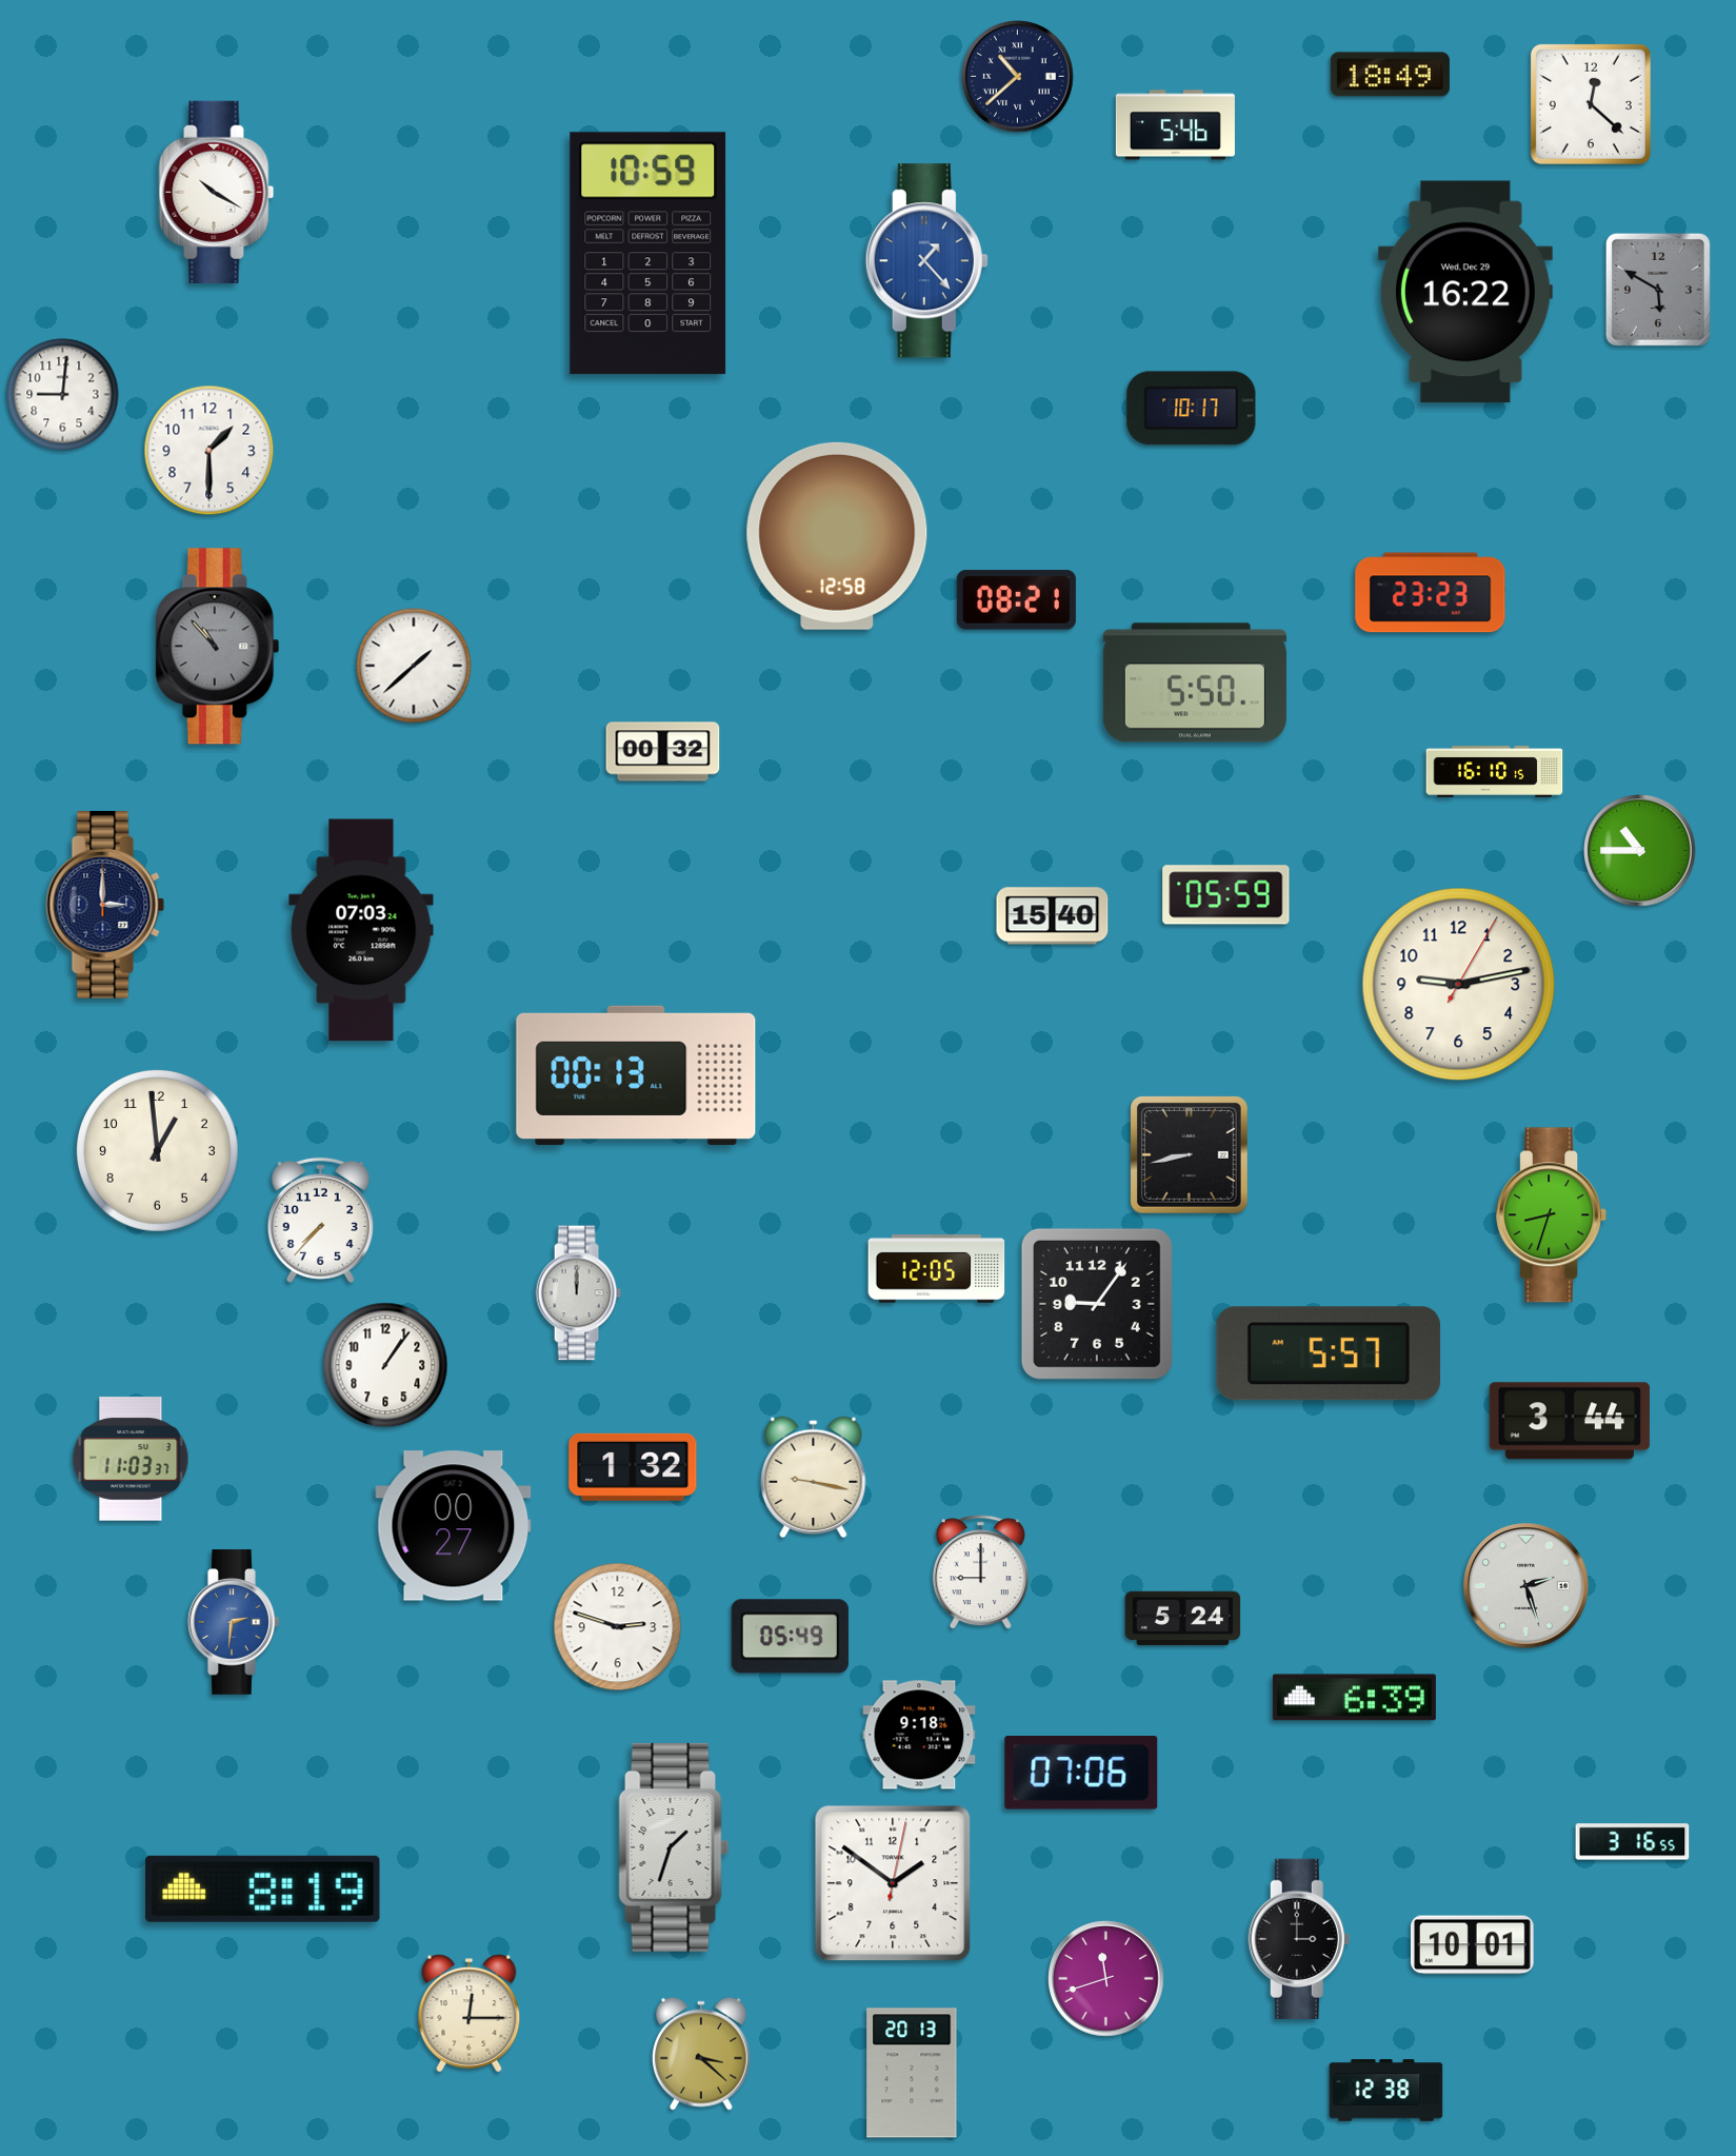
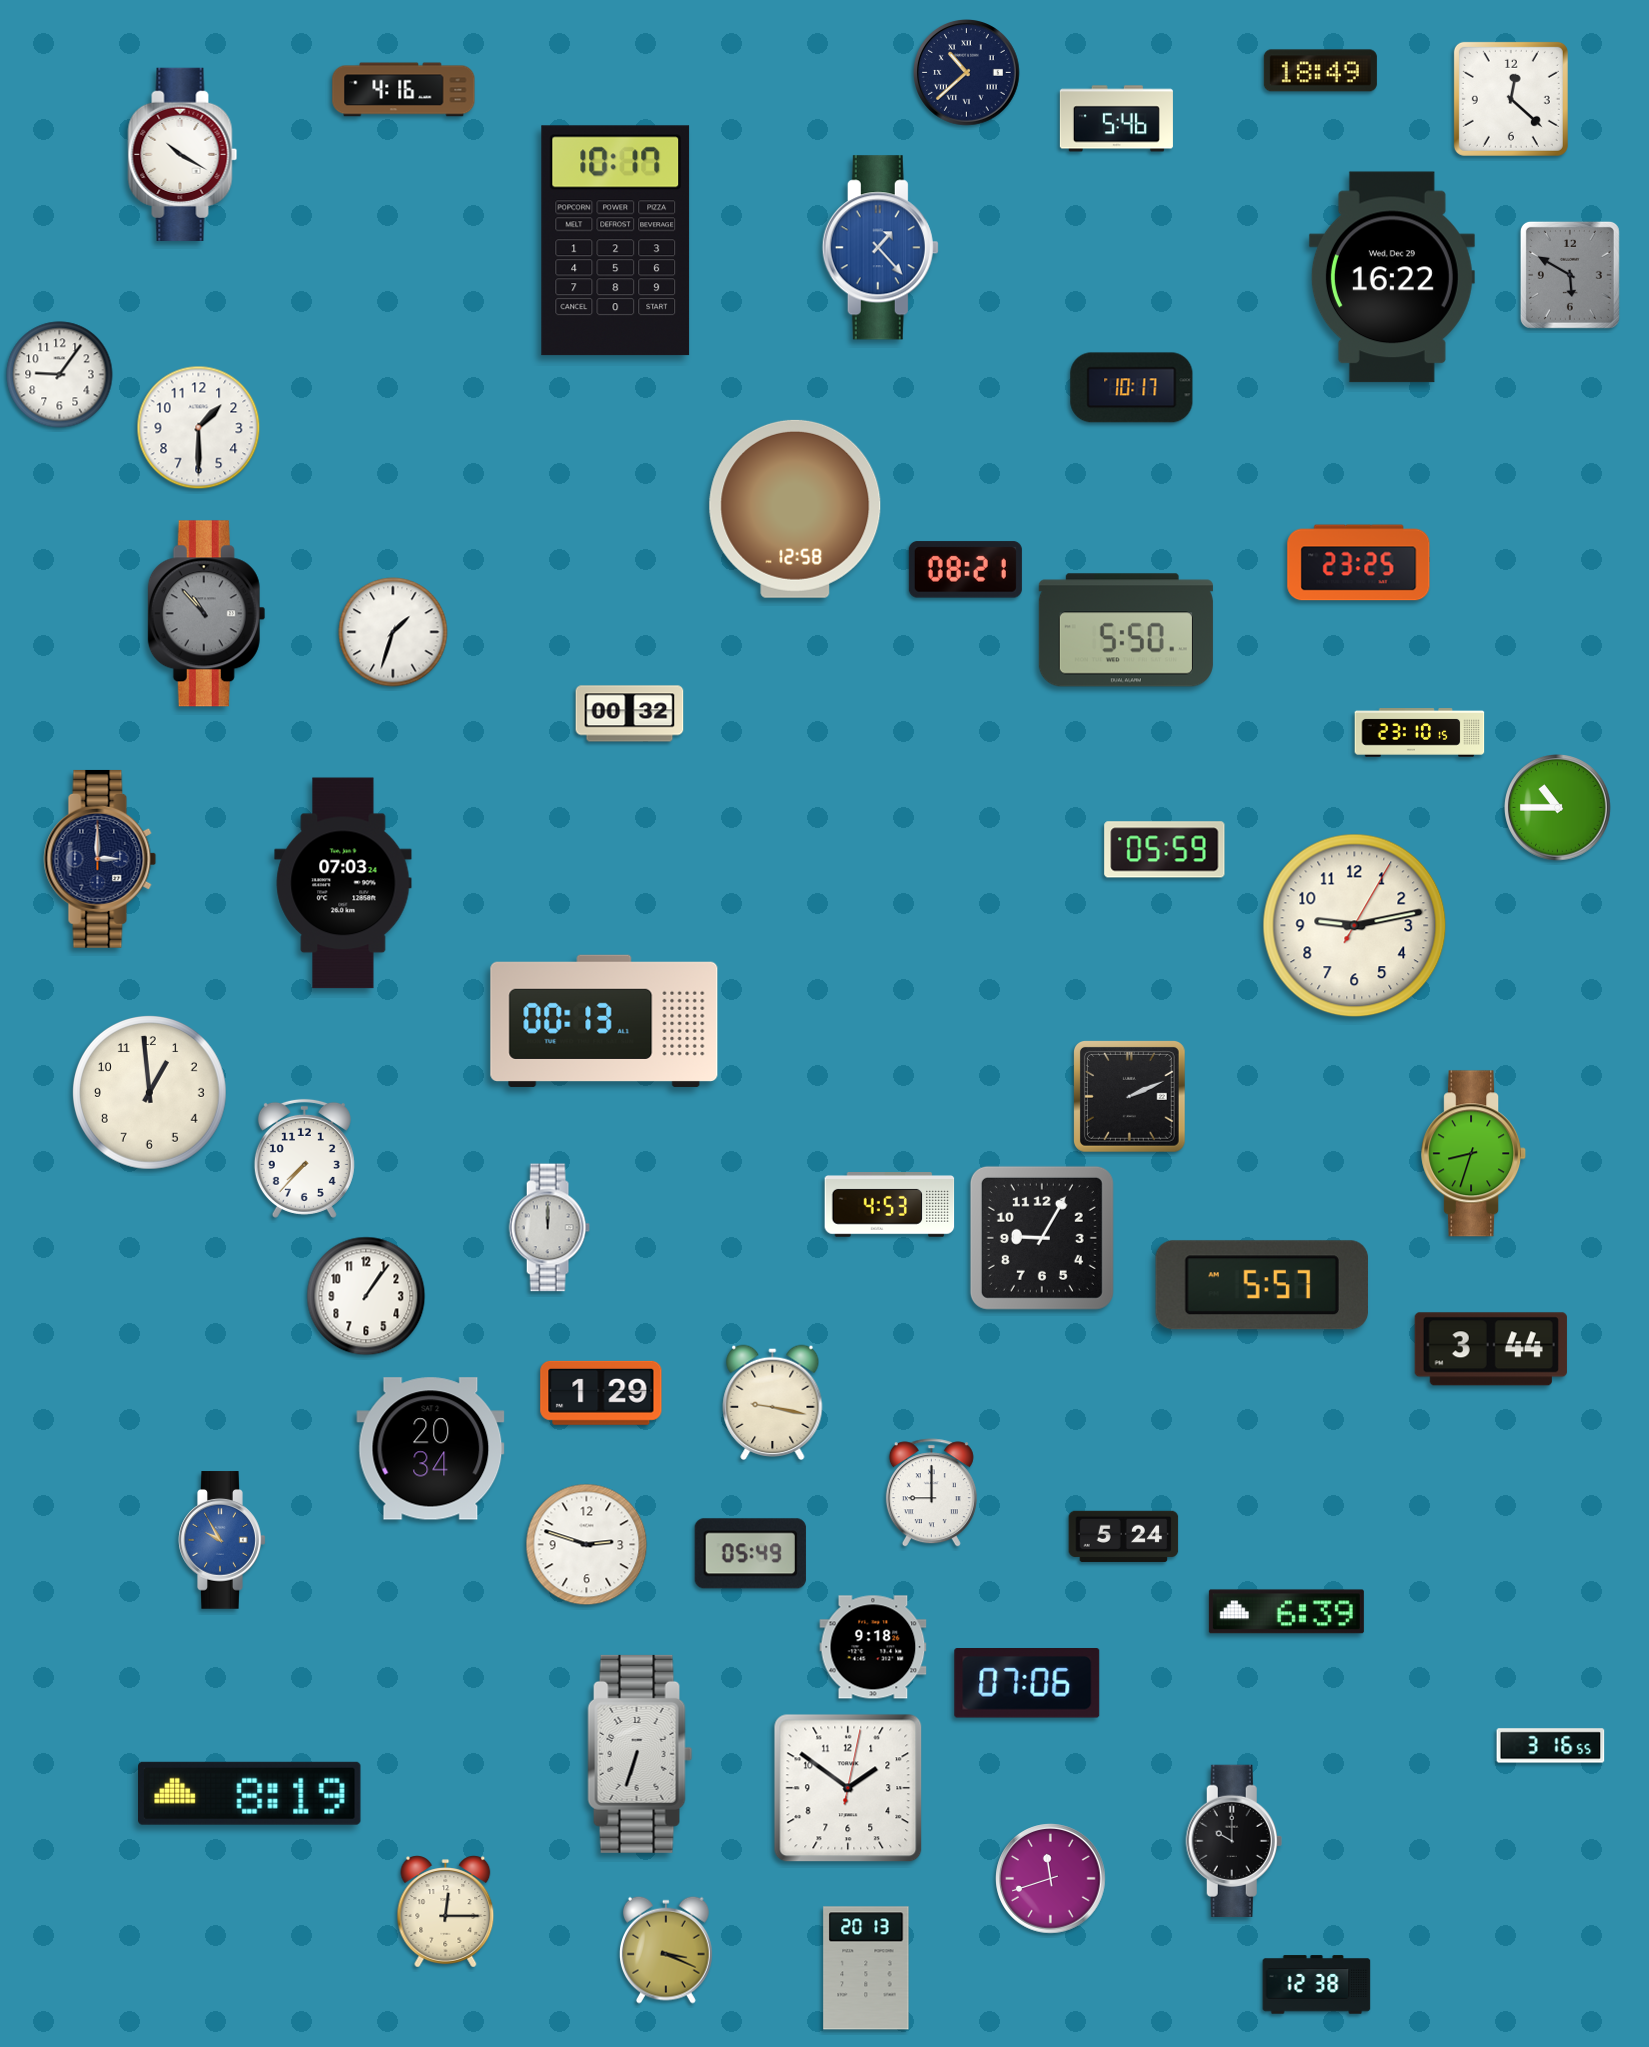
clock at (404, 90): none -> 4:16
clock at (217, 192) position: (217, 192) -> (183, 154)
clock at (648, 254): 10:59 -> 10:17
clock at (1658, 290) position: (1658, 290) -> (1570, 275)
clock at (63, 395): 9:01 -> 9:06
clock at (1431, 593): 23:23 -> 23:25
clock at (414, 666): 1:38 -> 1:33
clock at (1195, 683) position: (1195, 683) -> (1126, 630)
clock at (1495, 772): 16:10 -> 23:10
clock at (1053, 916): 15:40 -> none
clock at (1459, 985) position: (1459, 985) -> (1355, 926)
clock at (1189, 1154): 8:43 -> 2:11
clock at (937, 1269): 12:05 -> 4:53
clock at (1097, 1304): 9:06 -> 9:05
clock at (131, 1459): 11:03 -> none
clock at (633, 1467): 1:32 -> 1:29
clock at (454, 1526): 00:27 -> 20:34
clock at (1527, 1586): 2:27 -> none
clock at (234, 1622): 2:31 -> 9:55
clock at (1633, 1842) position: (1633, 1842) -> (1551, 1746)
clock at (674, 1847): 1:33 -> 6:33
clock at (1299, 1938): 3:00 -> 10:00
clock at (1472, 1945): 10:01 -> none
clock at (701, 2054): 3:22 -> 3:19
